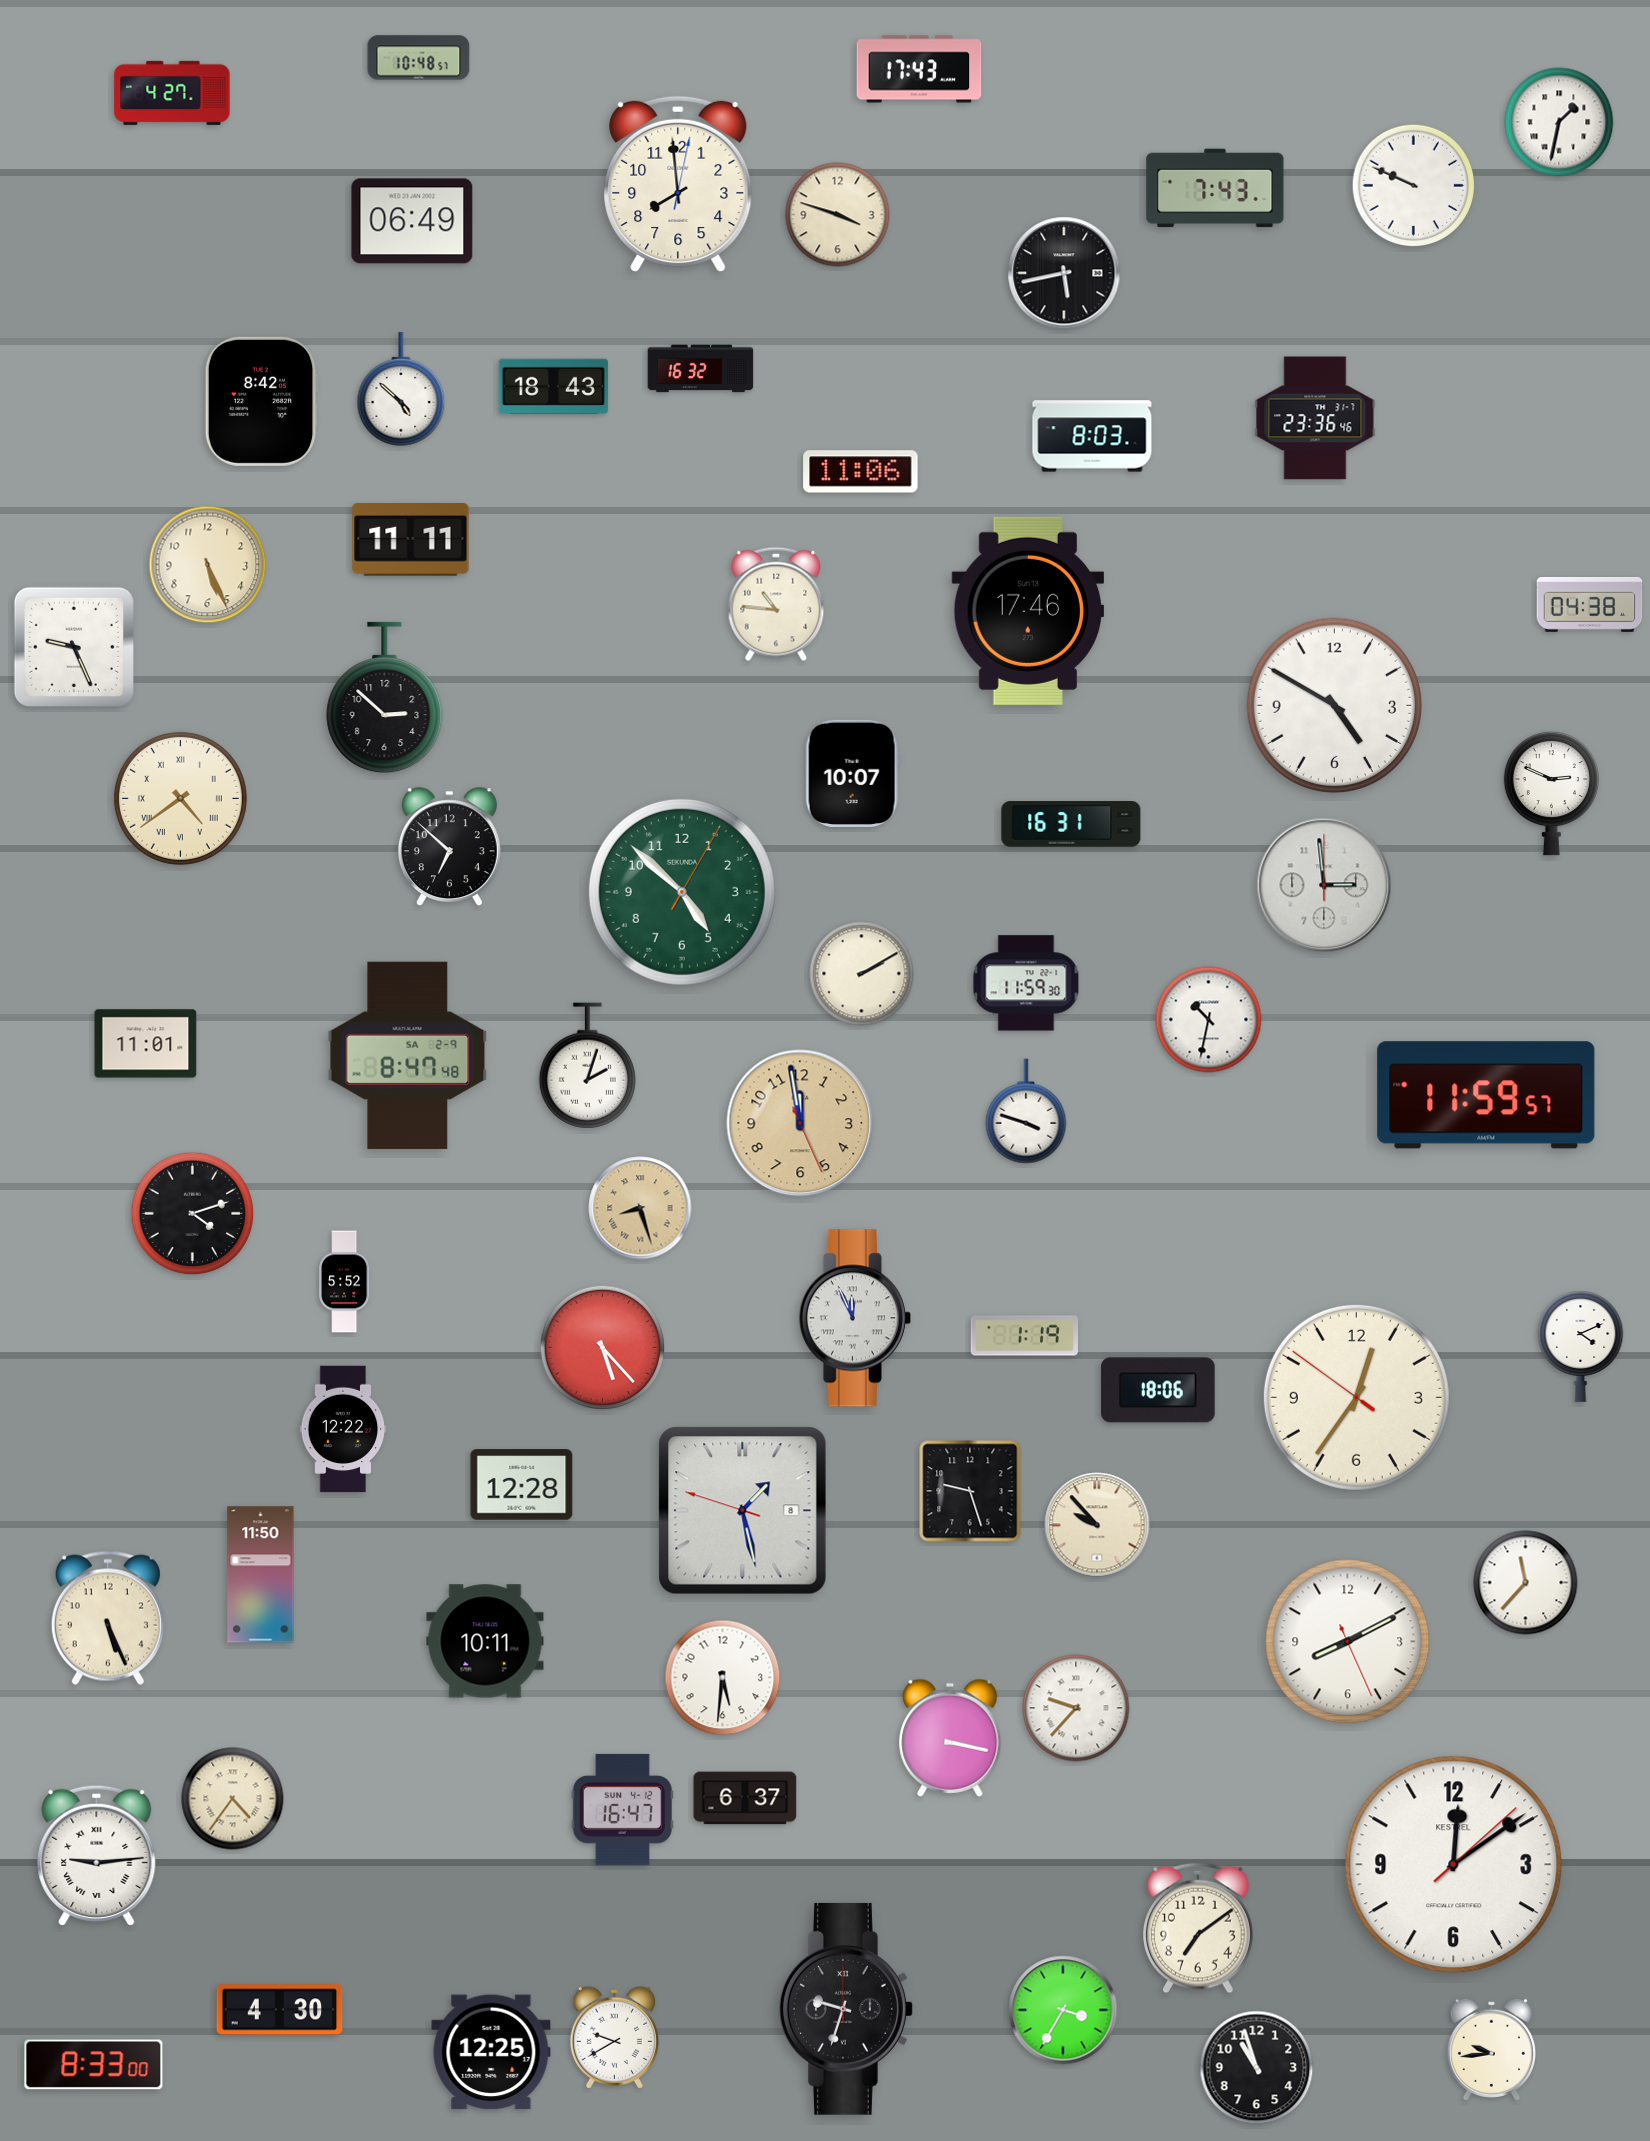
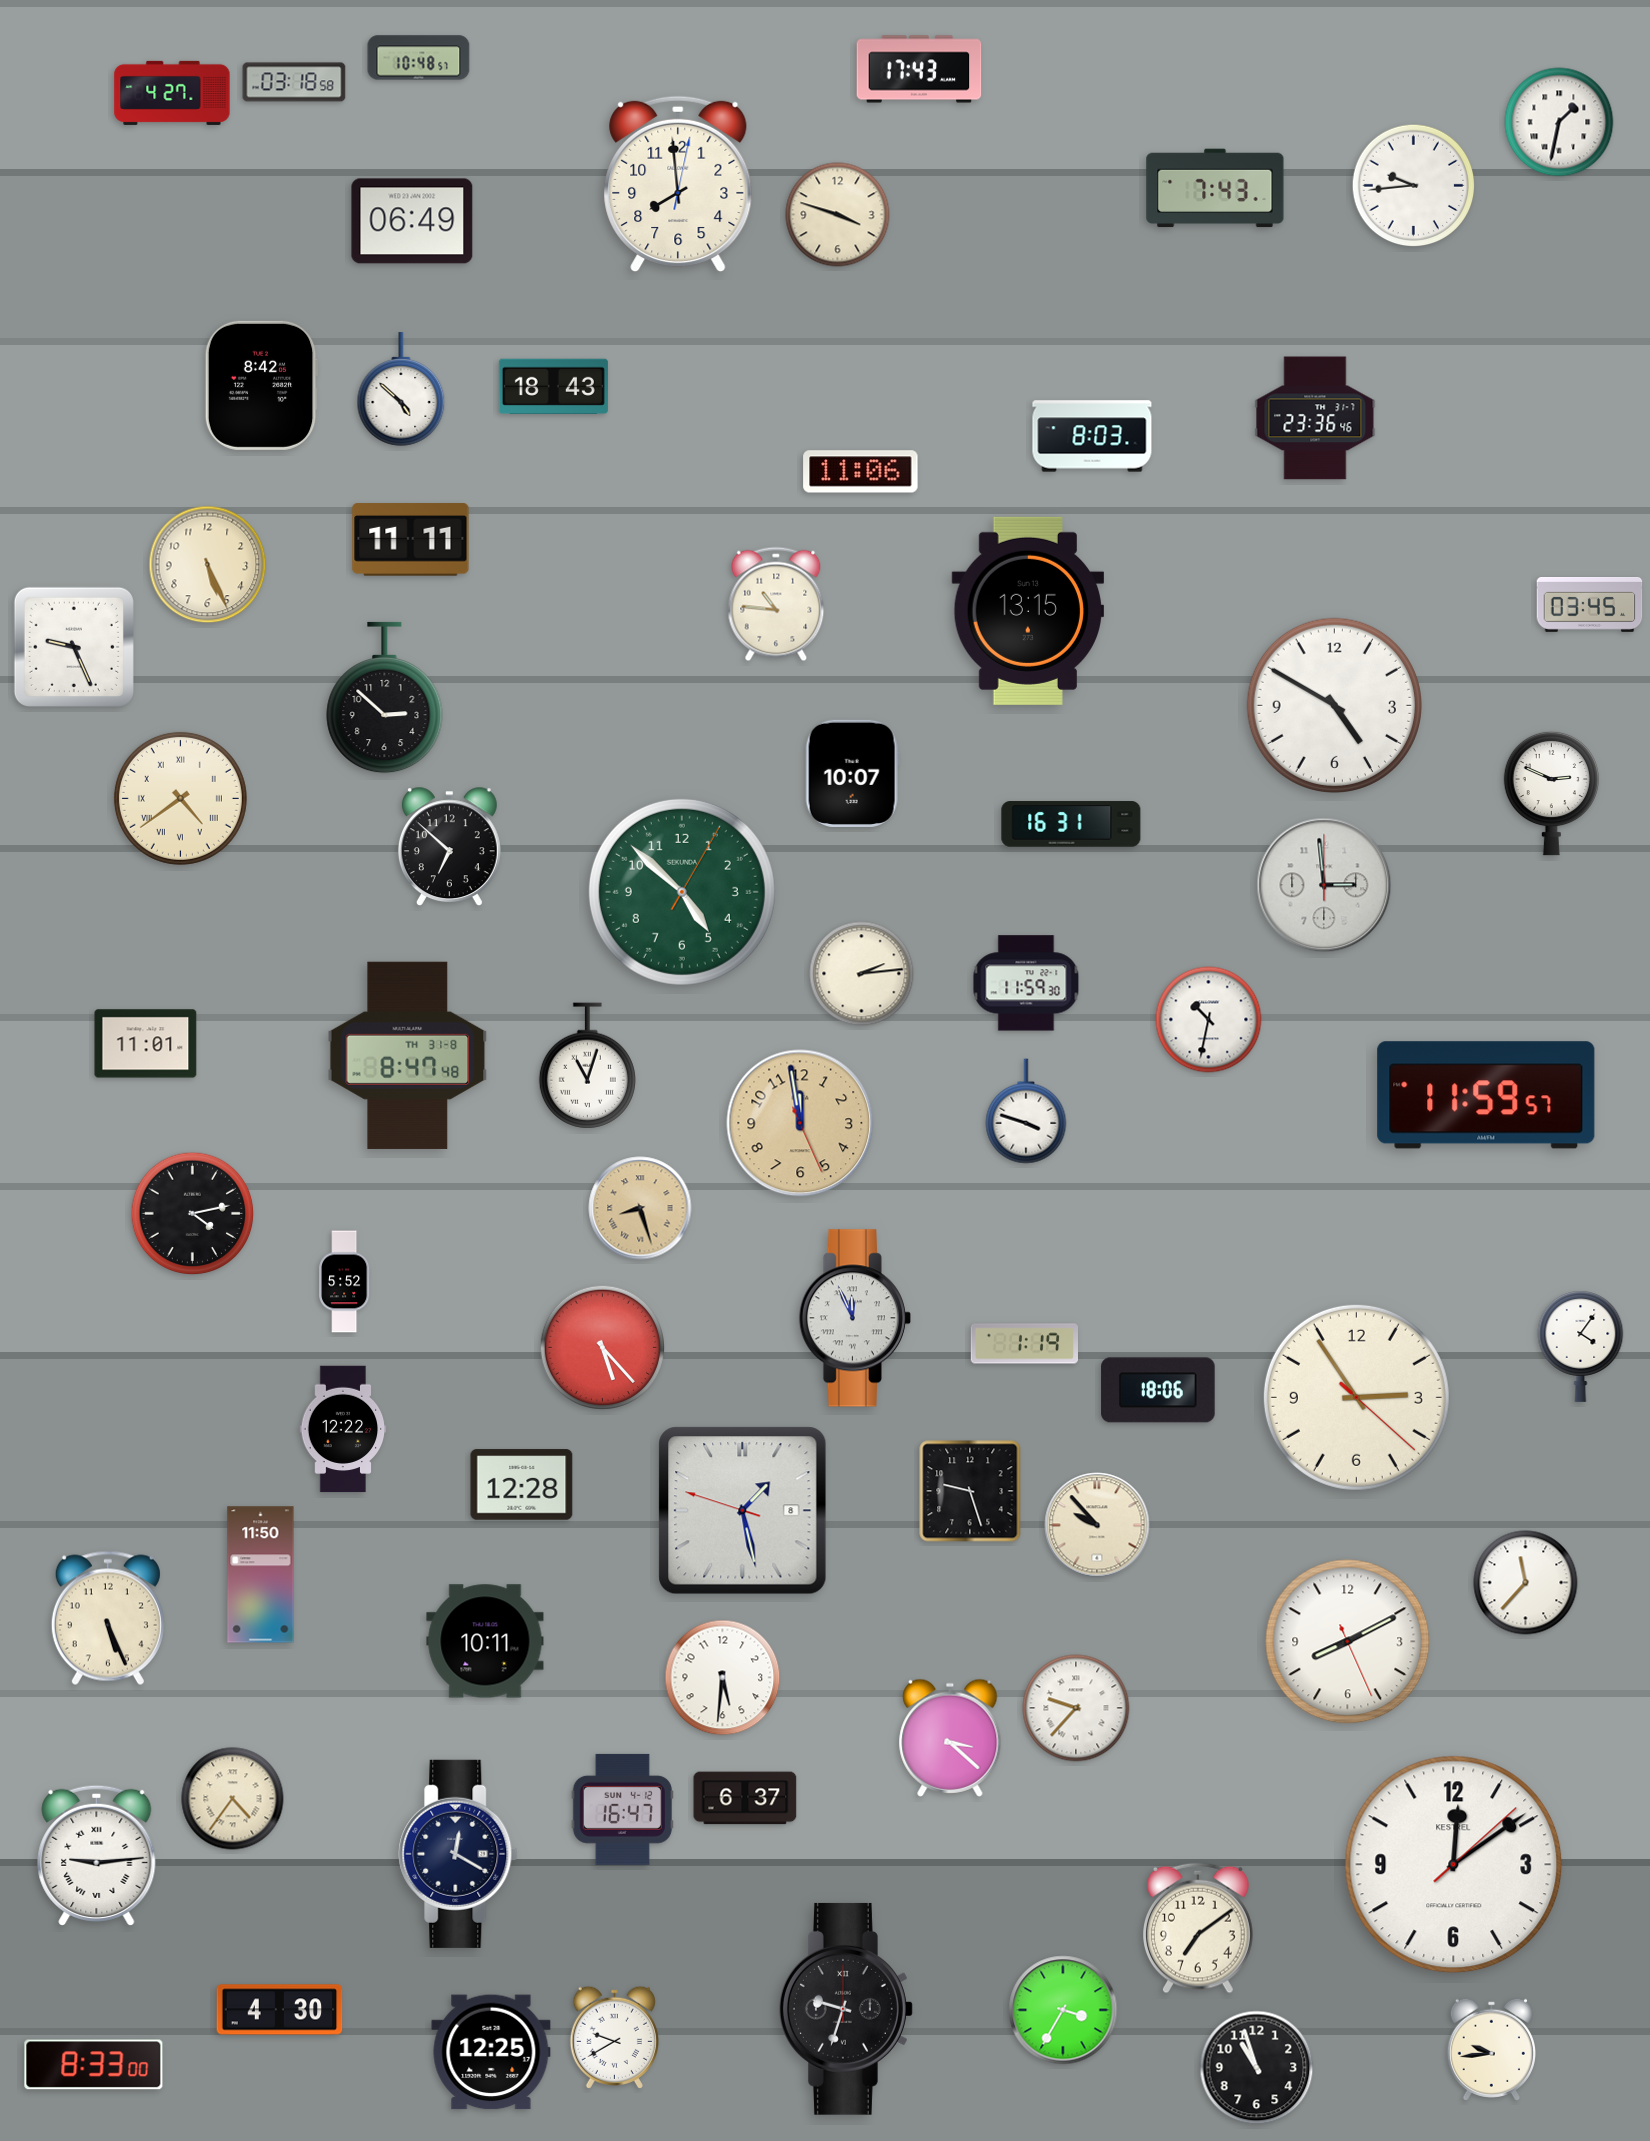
clock at (294, 82): none -> 03:18
clock at (1414, 186): 9:49 -> 9:44
clock at (1064, 273): 5:43 -> none
clock at (701, 369): 16:32 -> none
clock at (261, 401) position: (261, 401) -> (261, 385)
clock at (1590, 605): 04:38 -> 03:45
clock at (1027, 611): 17:46 -> 13:15
clock at (862, 974): 2:10 -> 2:14
clock at (408, 1055) date: SA 2-9 -> TH 31-8
clock at (587, 1066): 2:03 -> 11:03
clock at (193, 1214): 4:12 -> 4:13
clock at (1024, 1336) position: (1024, 1336) -> (1024, 1344)
clock at (1581, 1346): 4:11 -> 4:06
clock at (1356, 1397): 12:35 -> 2:54
clock at (950, 1738): 3:17 -> 3:22
clock at (458, 1854): none -> 12:20
